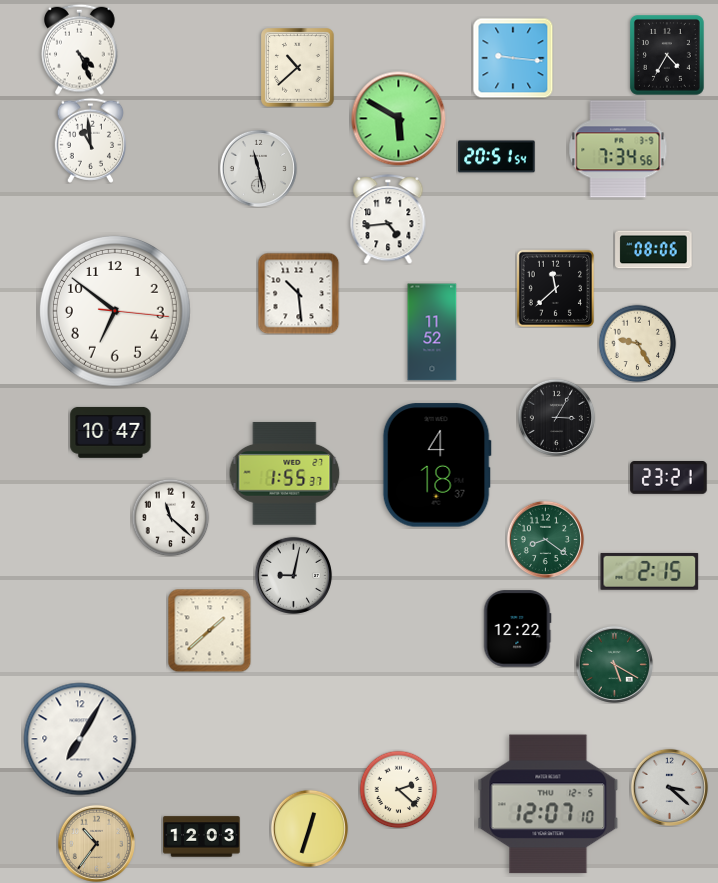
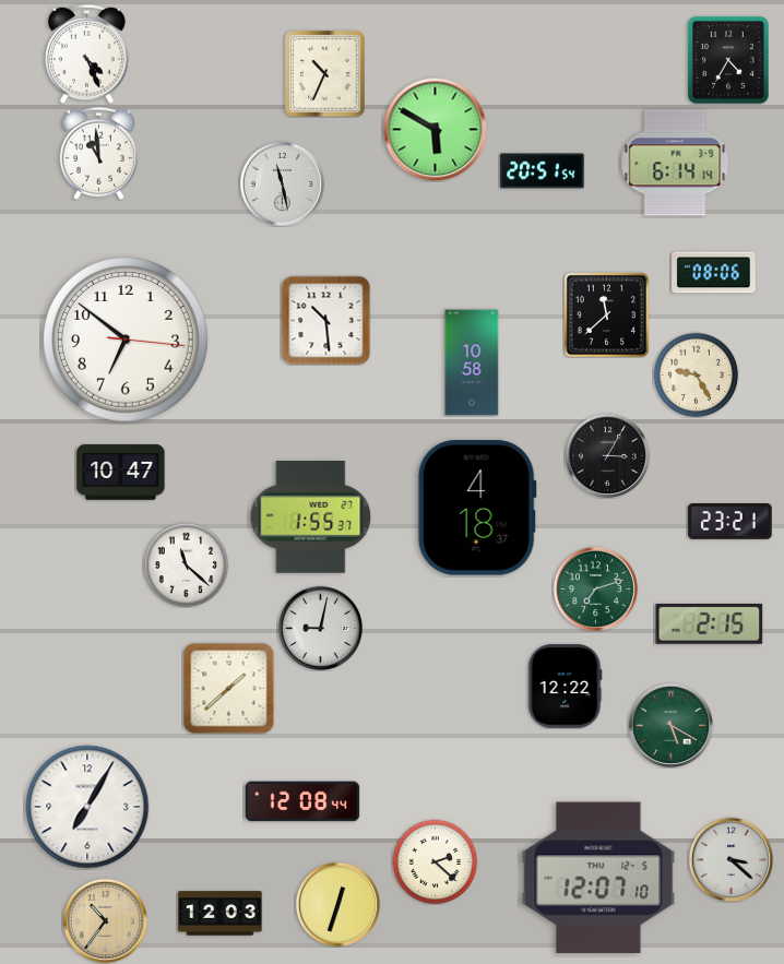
clock at (513, 58): 9:16 -> none
clock at (298, 68): 10:38 -> 10:34
clock at (618, 149): 7:34 -> 6:14
clock at (388, 220): 4:44 -> none
clock at (432, 332): 11:52 -> 10:58
clock at (545, 539): 8:21 -> 7:12
clock at (302, 801): none -> 12:08
